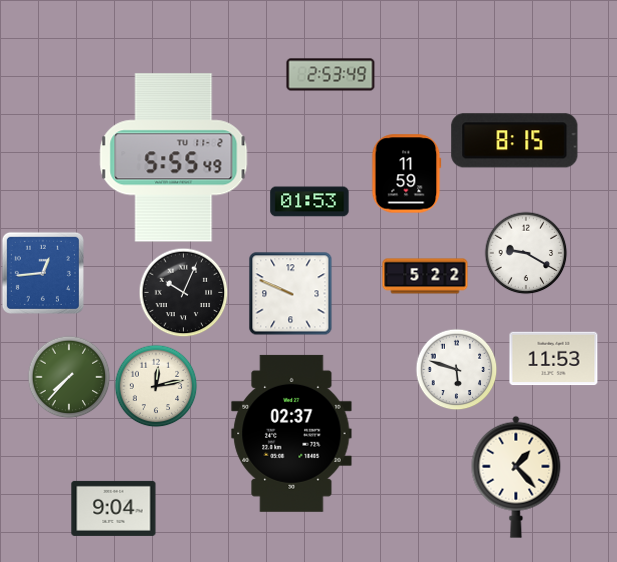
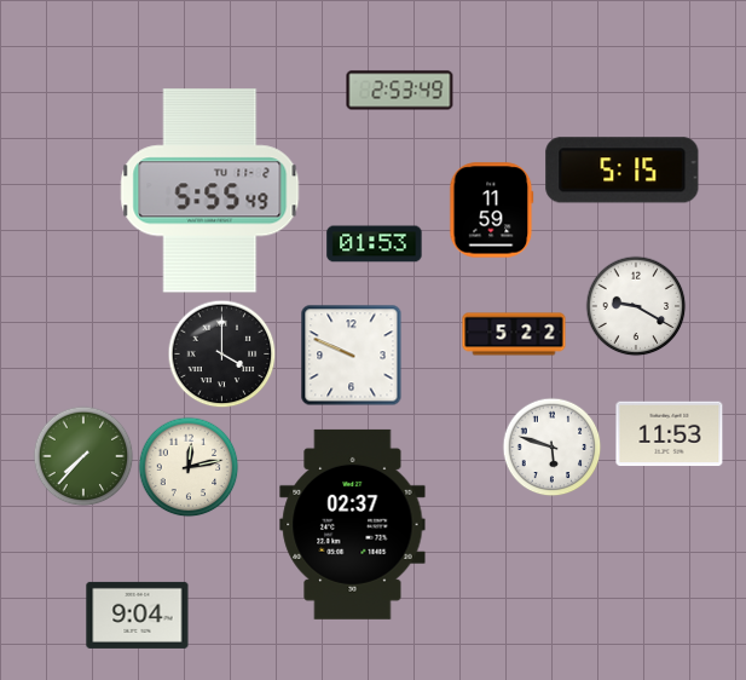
clock at (515, 141): 8:15 -> 5:15
clock at (43, 273): 12:44 -> none
clock at (183, 292): 10:04 -> 4:00
clock at (516, 477): 1:23 -> none
